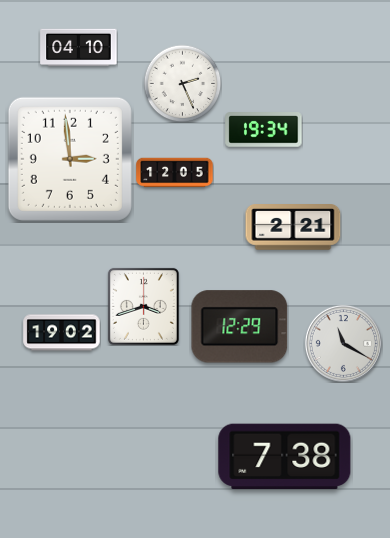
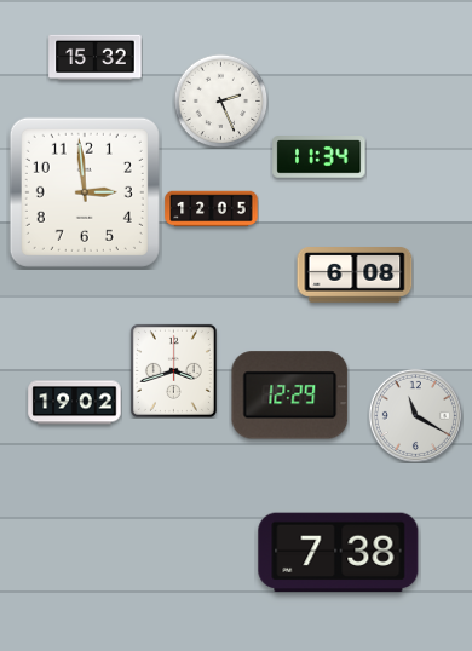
clock at (79, 48): 04:10 -> 15:32
clock at (264, 130): 19:34 -> 11:34
clock at (293, 227): 2:21 -> 6:08
clock at (285, 457) position: (285, 457) -> (339, 553)
